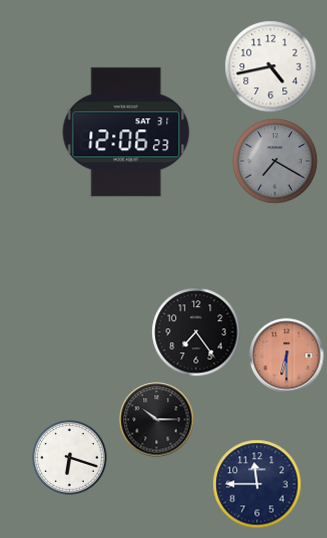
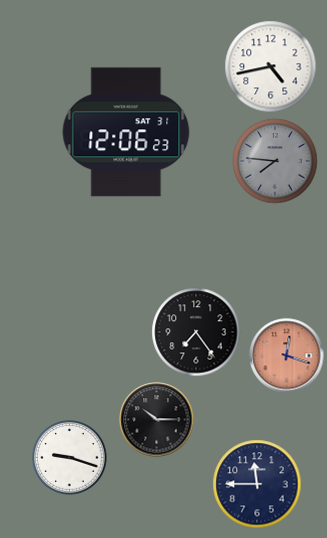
clock at (275, 161): 7:20 -> 7:46
clock at (287, 356): 6:30 -> 12:18
clock at (70, 458): 6:18 -> 9:18
